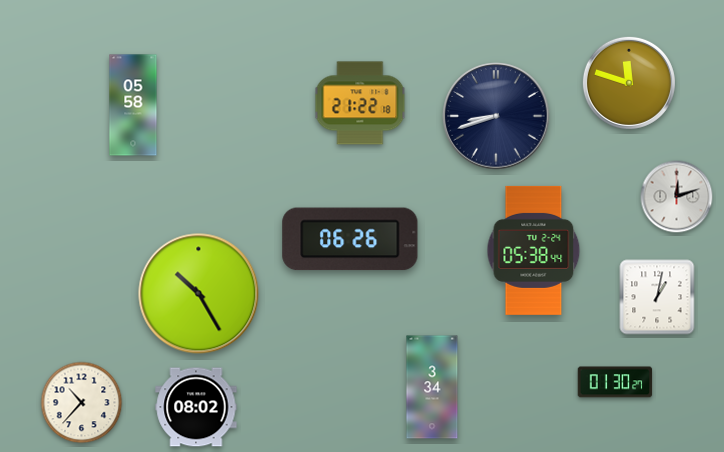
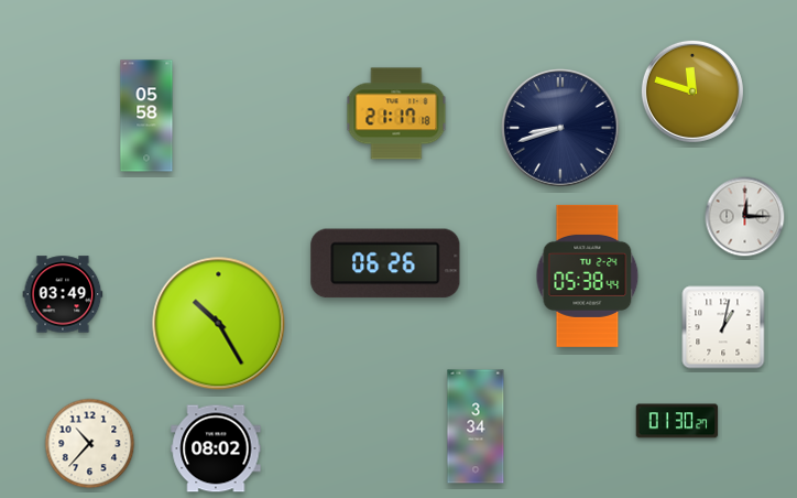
clock at (360, 103): 21:22 -> 21:17
clock at (496, 116) position: (496, 116) -> (560, 128)
clock at (677, 197): 12:12 -> 12:15
clock at (63, 294): none -> 03:49
